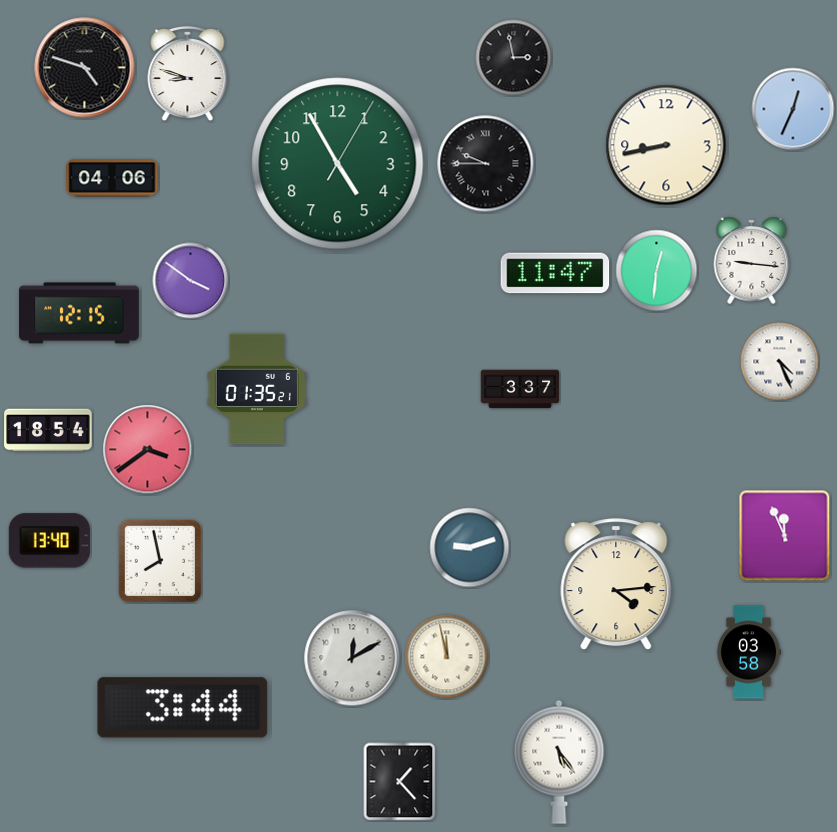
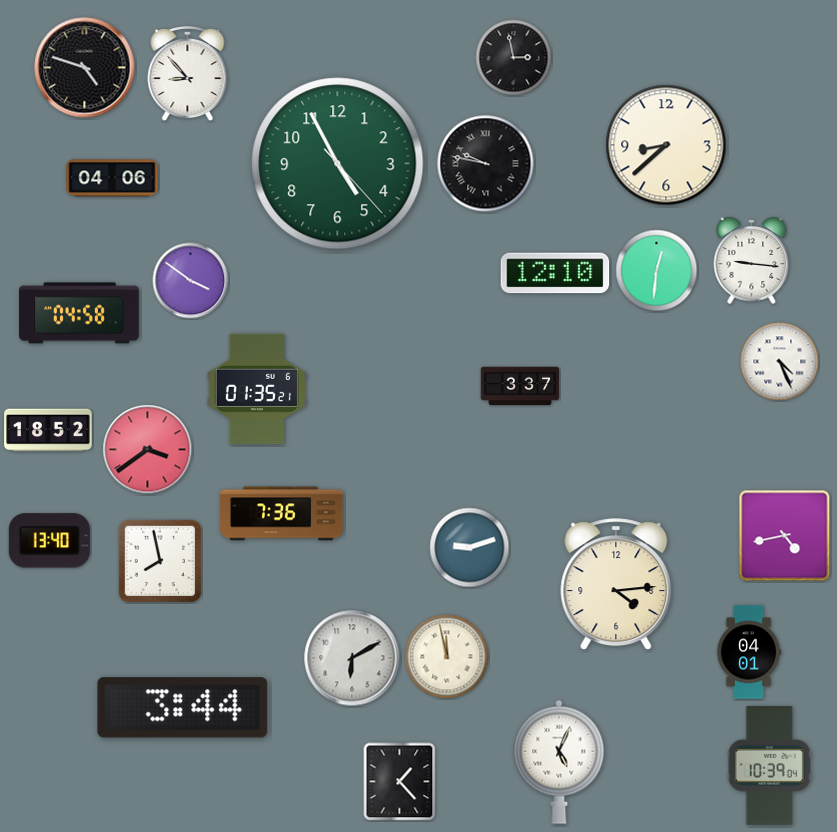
clock at (188, 75): 8:48 -> 8:53
clock at (793, 109): 12:34 -> none
clock at (666, 145): 8:43 -> 8:38
clock at (338, 164): 4:55:05 -> 4:55:23
clock at (486, 164): 9:45 -> 9:47
clock at (555, 273): 11:47 -> 12:10
clock at (79, 313): 12:15 -> 04:58
clock at (520, 389) position: (520, 389) -> (520, 386)
clock at (48, 430): 18:54 -> 18:52
clock at (282, 514): none -> 7:36
clock at (785, 536): 11:56 -> 4:43
clock at (749, 652): 03:58 -> 04:01
clock at (352, 658): 12:10 -> 6:10
clock at (559, 762): 5:24 -> 5:04
clock at (769, 765): none -> 10:39
